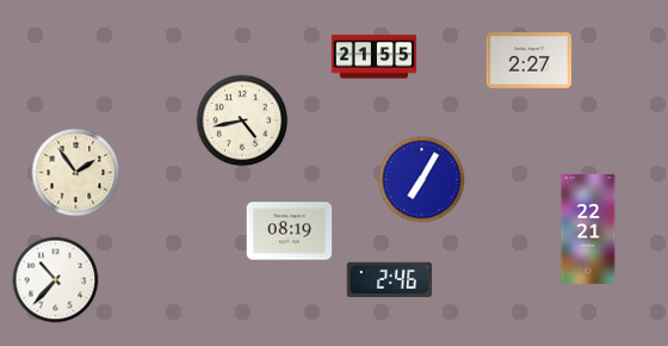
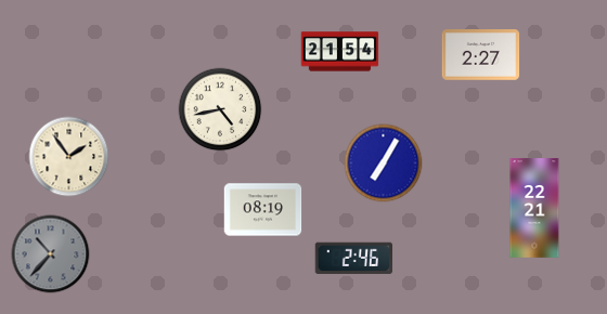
clock at (375, 57): 21:55 -> 21:54
clock at (389, 279) position: (389, 279) -> (353, 258)
clock at (56, 280) dial: white -> grey
